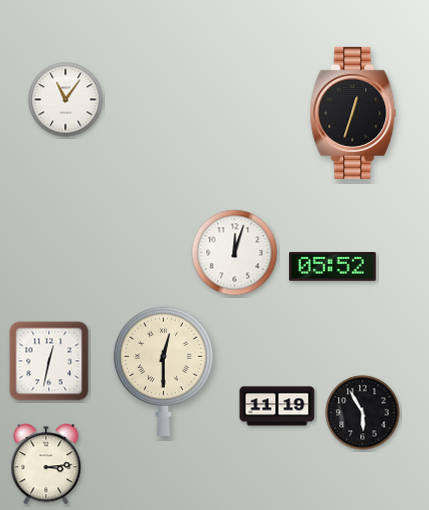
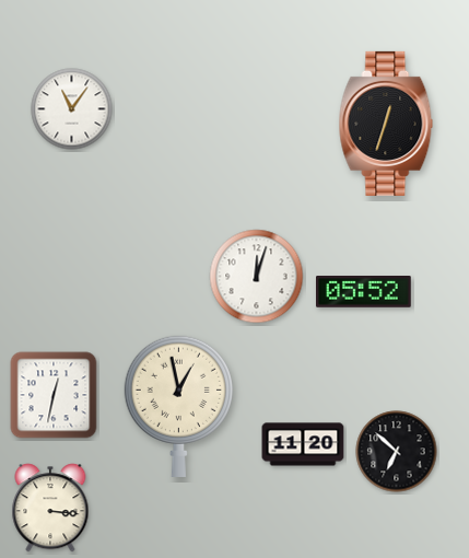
clock at (163, 371): 12:30 -> 12:58
clock at (277, 406): 11:19 -> 11:20
clock at (363, 413): 5:55 -> 6:52
clock at (46, 464): 3:14 -> 3:16
